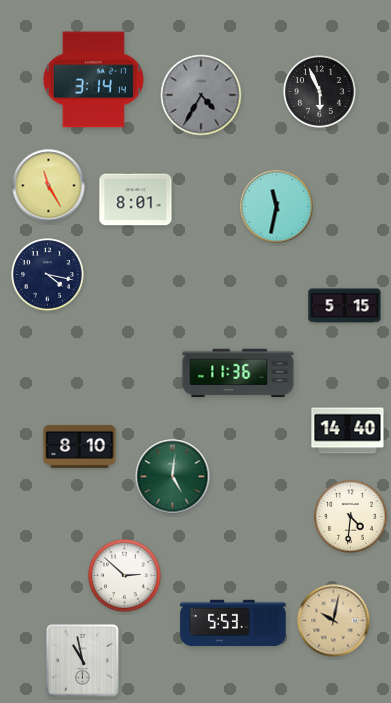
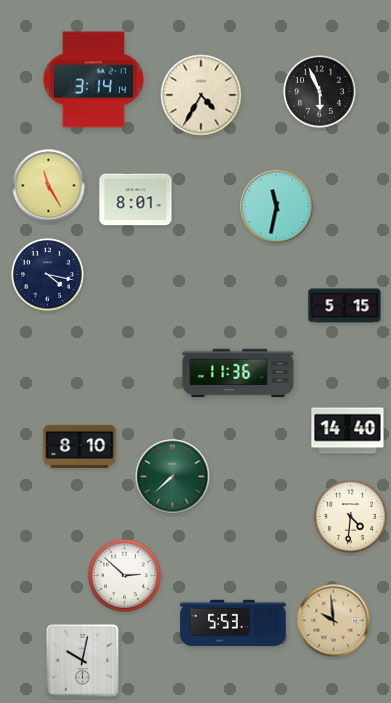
clock at (201, 95) dial: grey -> cream
clock at (173, 477): 5:01 -> 7:38
clock at (334, 621): 10:02 -> 9:59
clock at (82, 660): 10:58 -> 10:02
